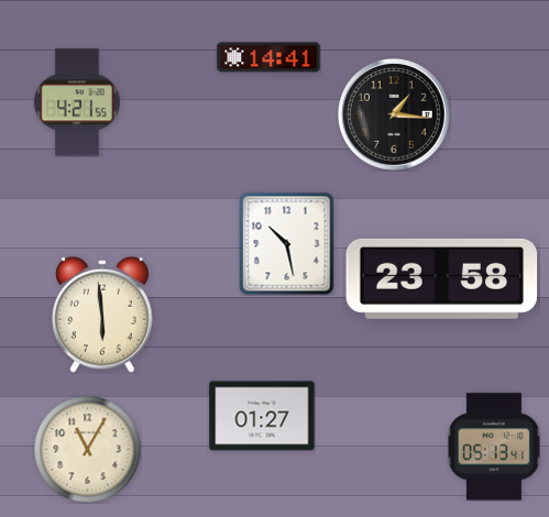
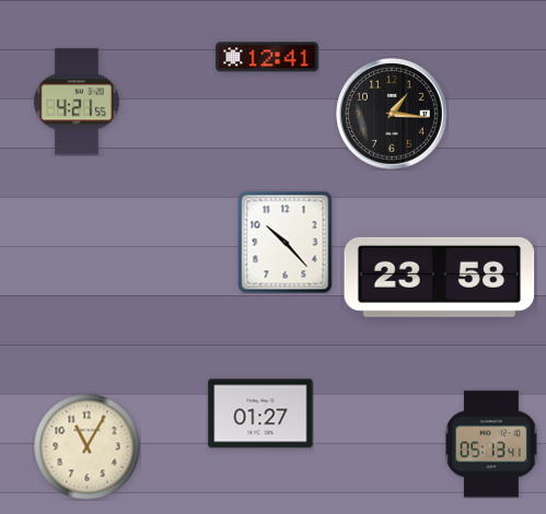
clock at (268, 57): 14:41 -> 12:41
clock at (287, 243): 10:28 -> 10:23
clock at (103, 315): 5:59 -> none
